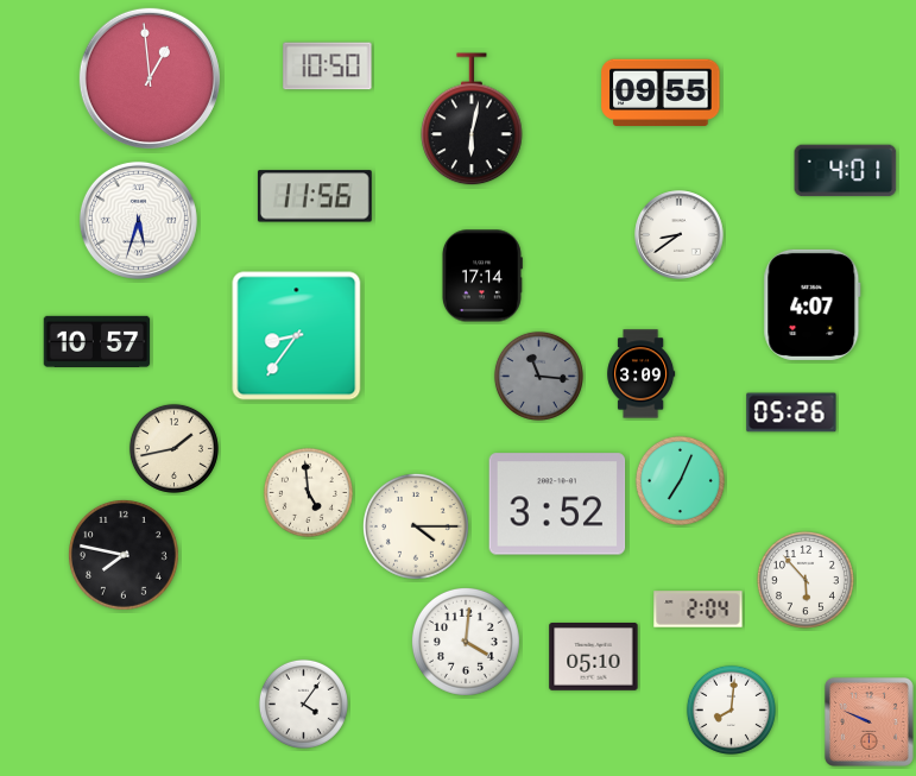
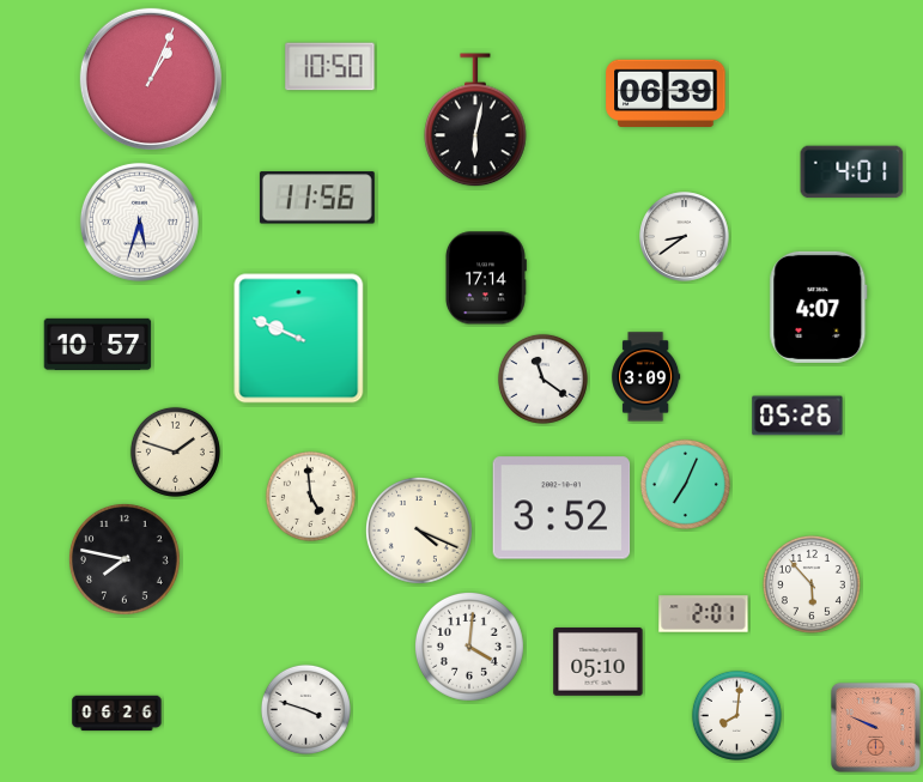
clock at (150, 78): 12:59 -> 1:04
clock at (661, 92): 09:55 -> 06:39
clock at (297, 336): 8:36 -> 9:49
clock at (538, 376): 11:16 -> 11:21
clock at (538, 376) dial: grey -> white
clock at (173, 448): 1:43 -> 1:48
clock at (416, 526): 4:15 -> 4:19
clock at (699, 610): 2:04 -> 2:01
clock at (303, 704): 4:06 -> 3:48
clock at (117, 714): none -> 06:26
